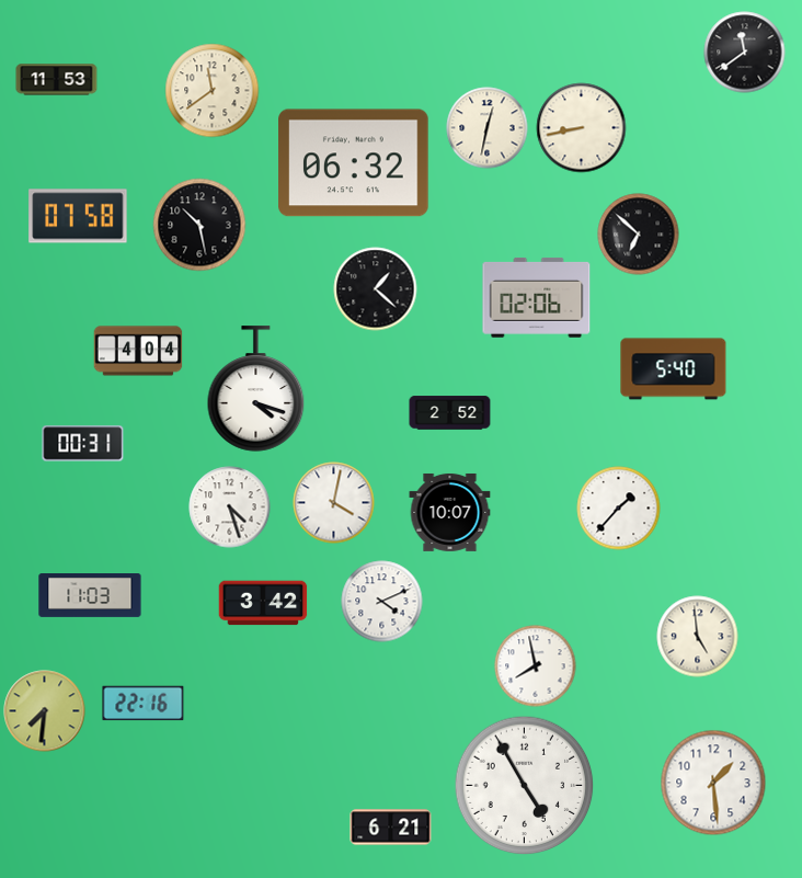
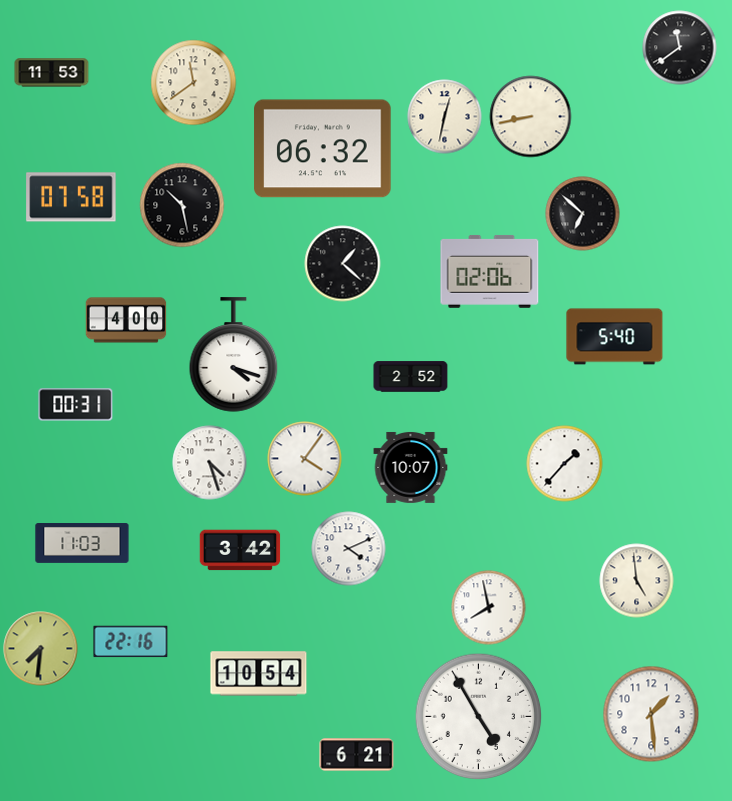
clock at (138, 351): 4:04 -> 4:00
clock at (334, 503): 4:02 -> 4:06
clock at (259, 674): none -> 10:54
